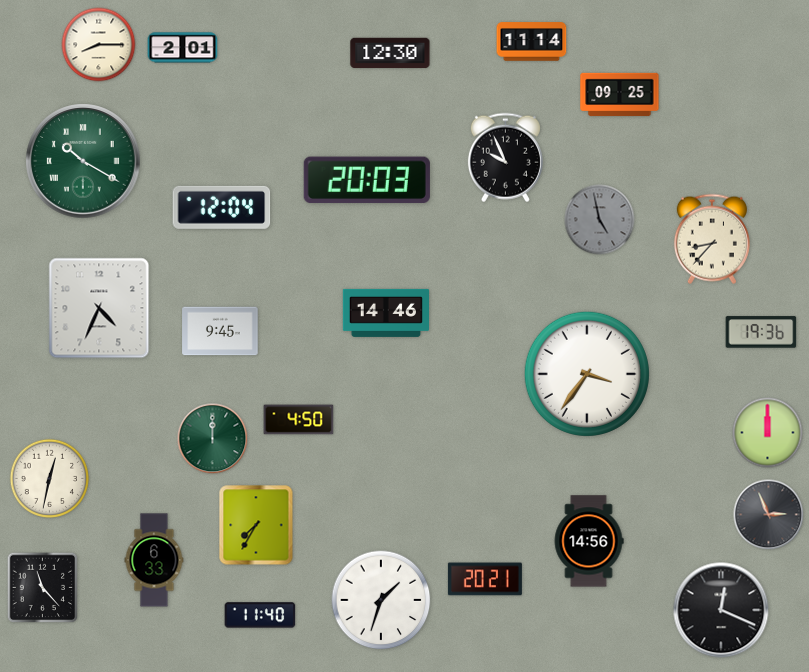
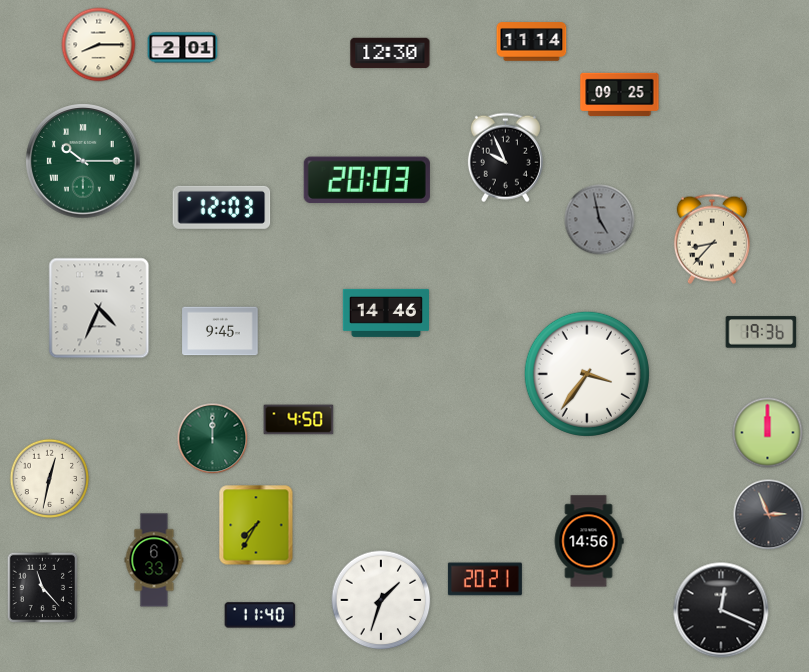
clock at (83, 161): 10:20 -> 10:15
clock at (222, 207): 12:04 -> 12:03
